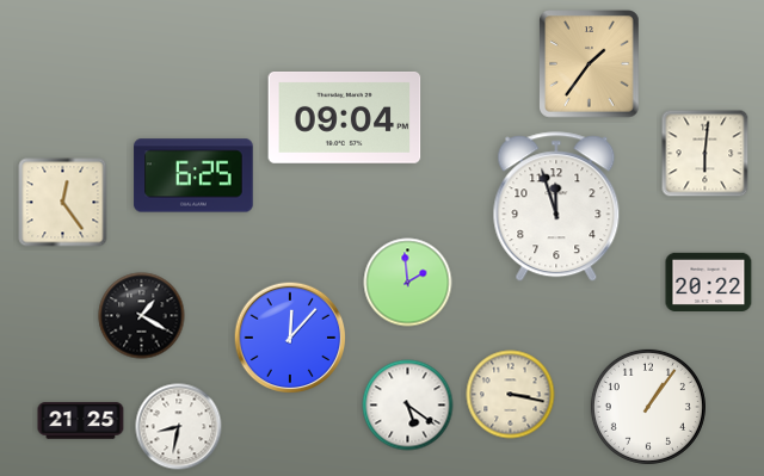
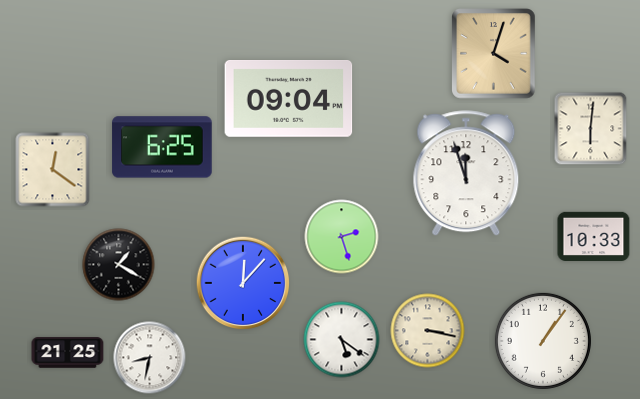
clock at (590, 64): 1:36 -> 4:03
clock at (63, 203): 12:24 -> 12:21
clock at (709, 282): 20:22 -> 10:33
clock at (408, 283): 1:59 -> 2:27
